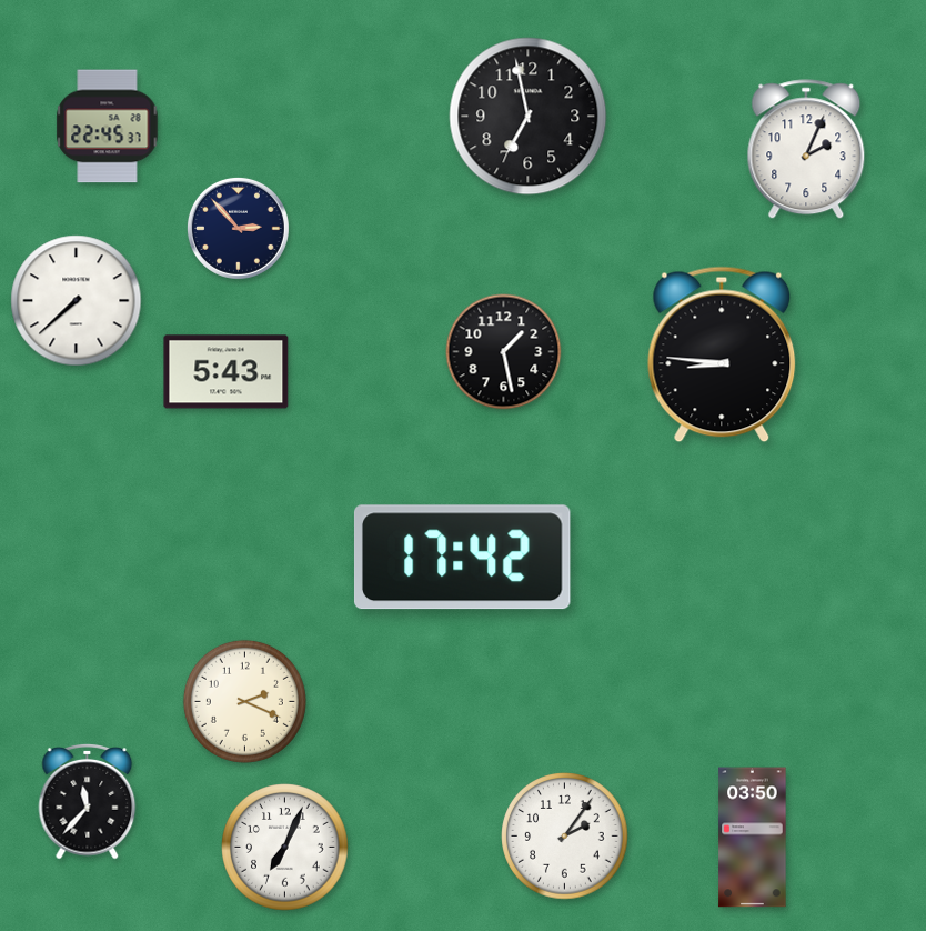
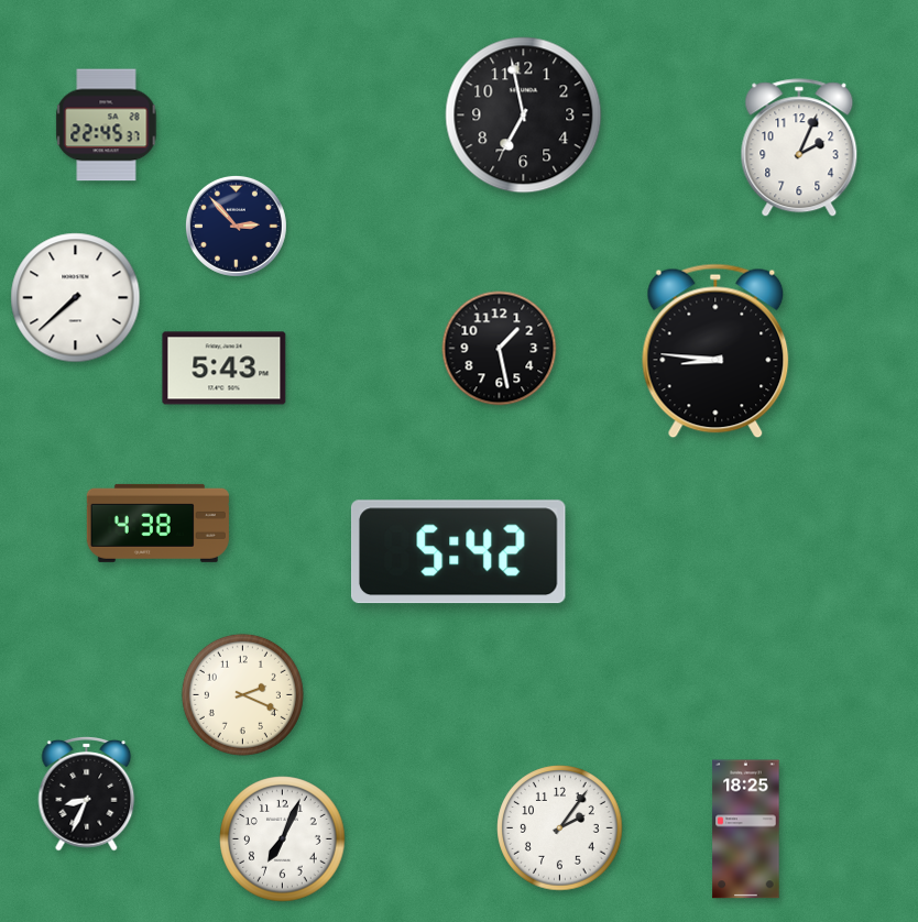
clock at (157, 523): none -> 4:38
clock at (462, 558): 17:42 -> 5:42
clock at (88, 802): 11:37 -> 8:34
clock at (753, 838): 03:50 -> 18:25
